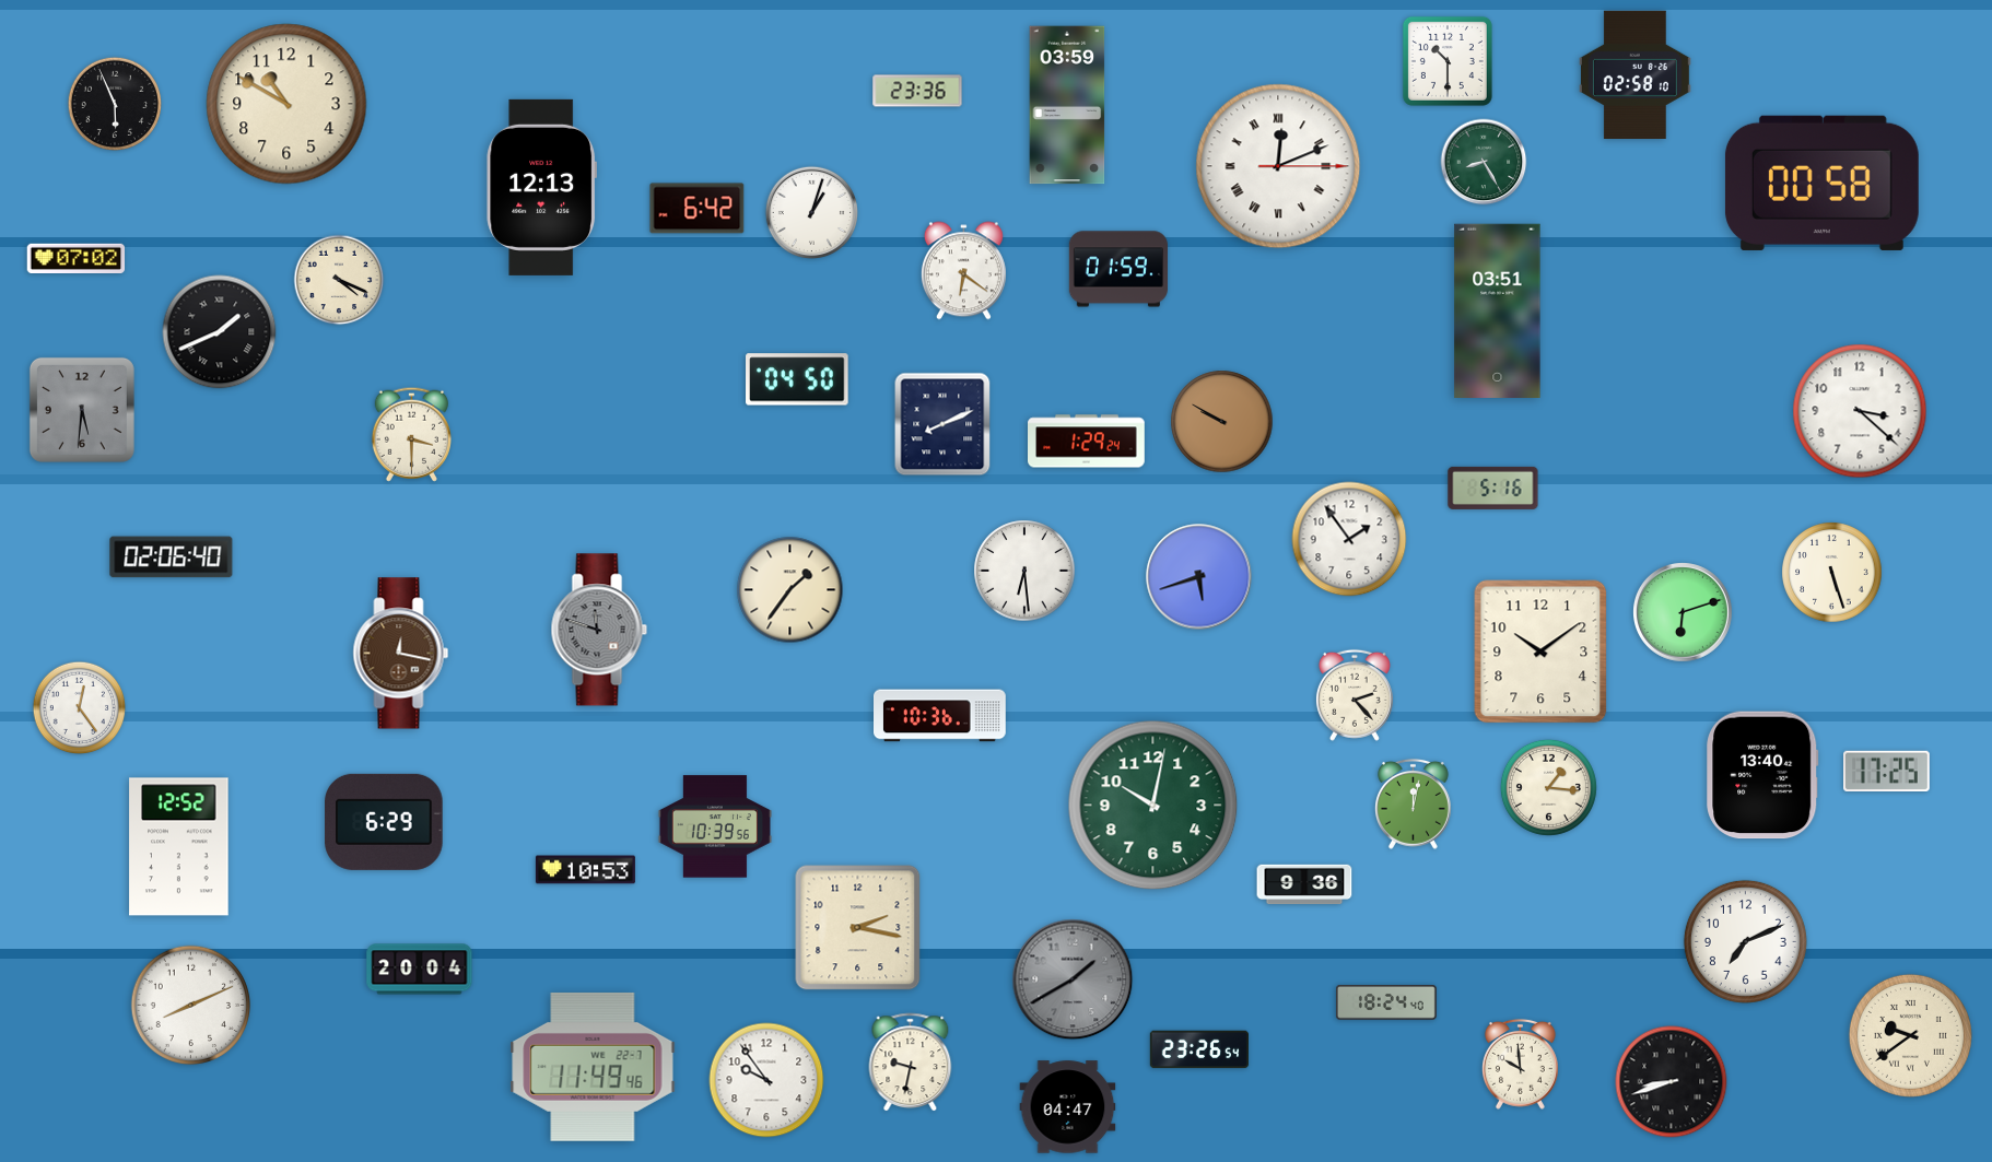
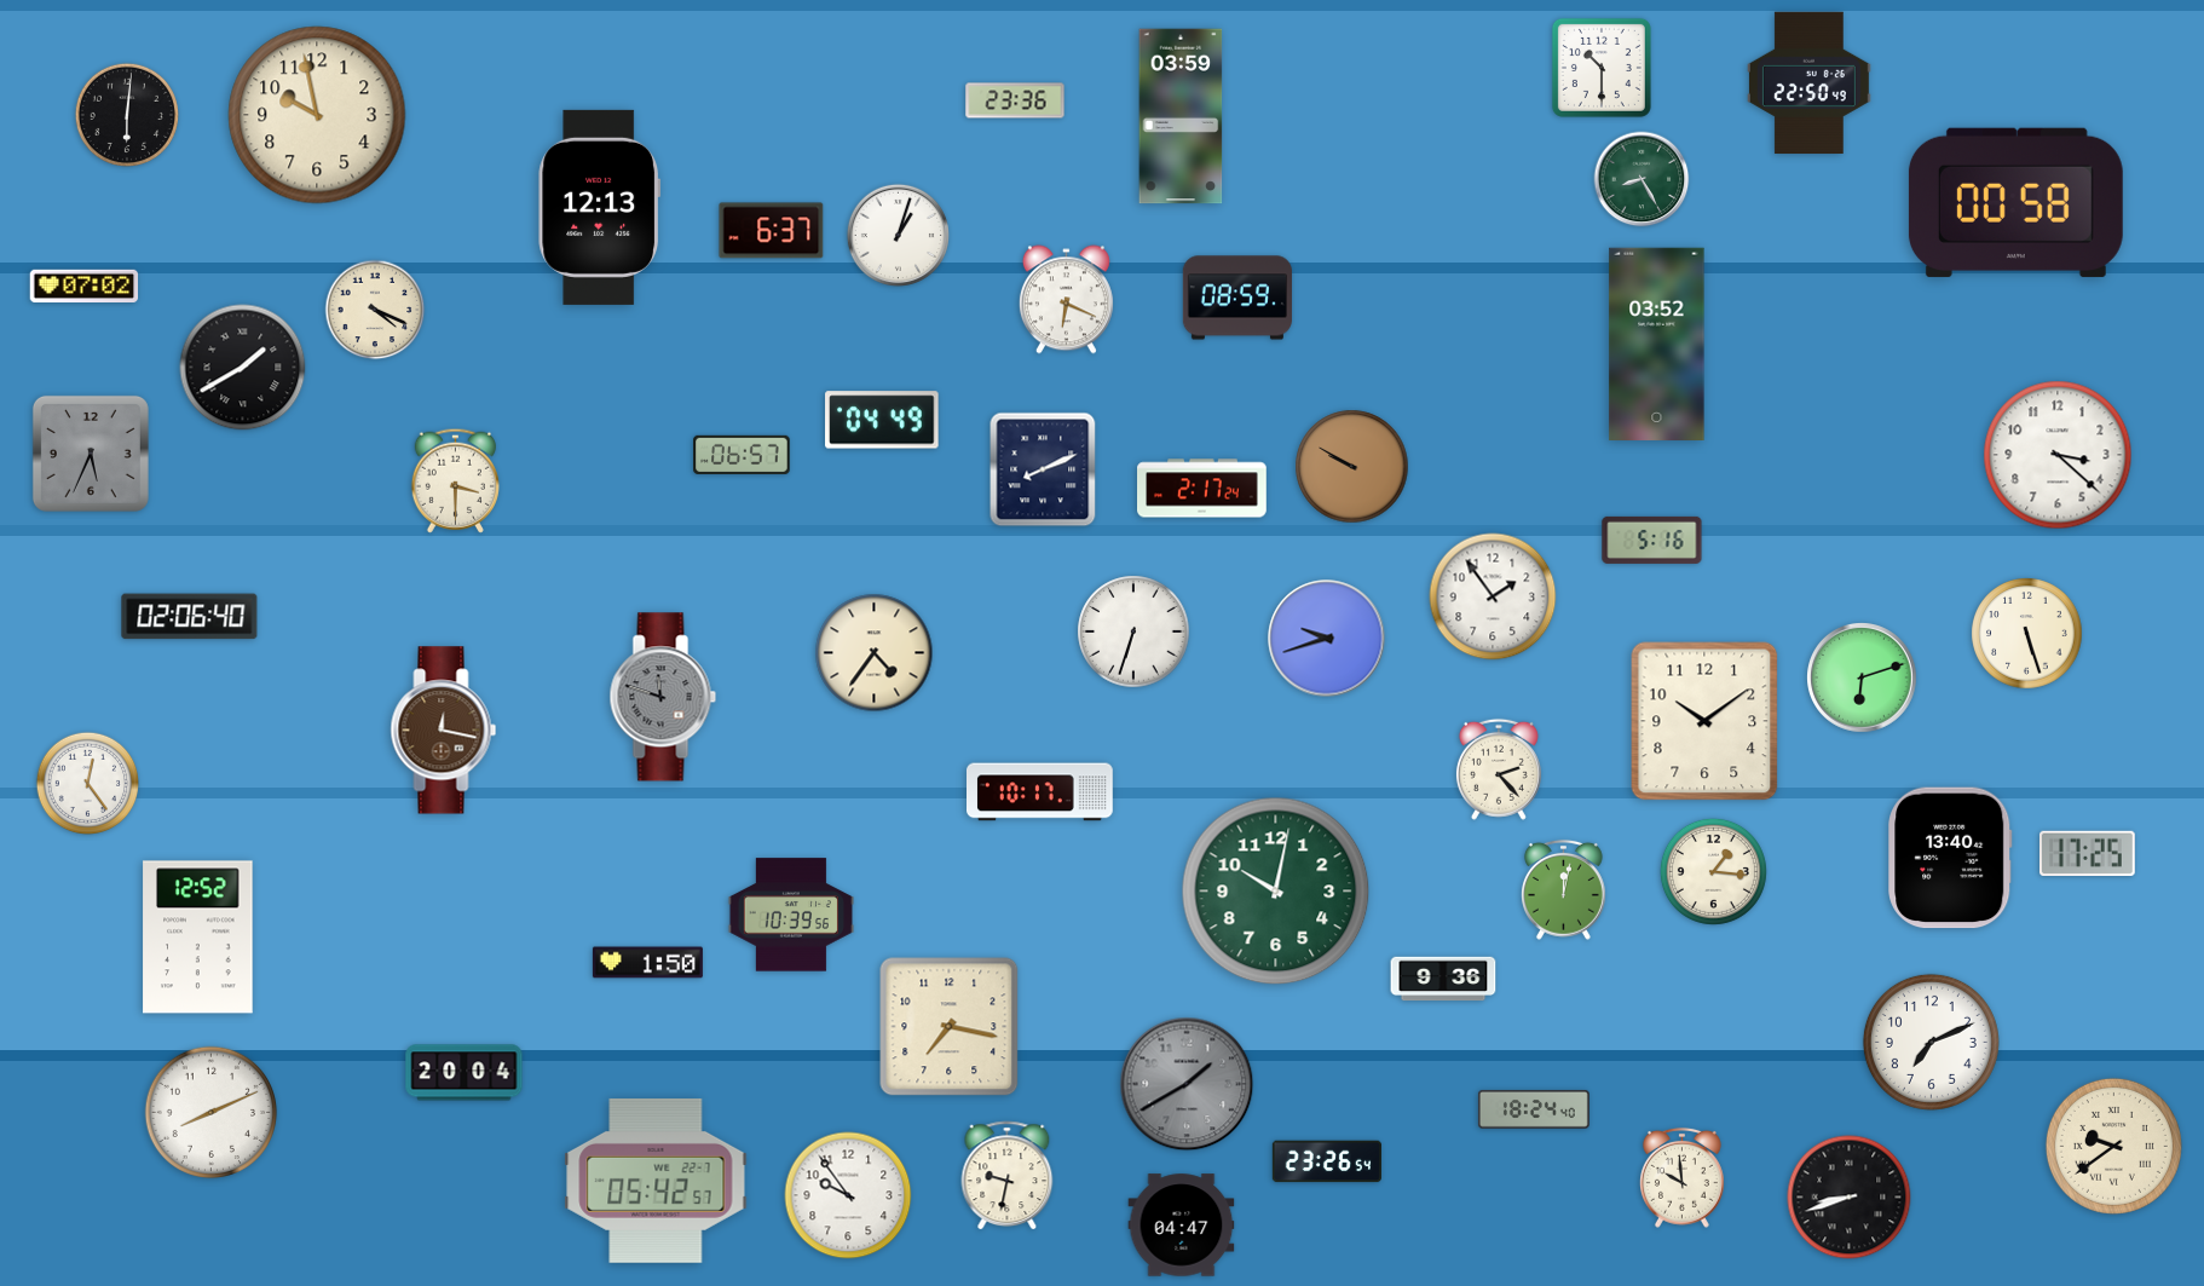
clock at (1634, 75): 02:58 -> 22:50
clock at (114, 103): 5:56 -> 6:01
clock at (286, 104): 10:50 -> 9:58
clock at (1278, 166): 12:11 -> none
clock at (698, 209): 6:42 -> 6:37
clock at (1118, 269): 01:59 -> 08:59
clock at (963, 271): 6:21 -> 6:19
clock at (1498, 312): 03:51 -> 03:52
clock at (220, 332): 1:41 -> 1:40
clock at (797, 379): 04:50 -> 04:49
clock at (82, 410): 5:31 -> 5:34
clock at (742, 455): none -> 06:57
clock at (1087, 442): 1:29 -> 2:17
clock at (1024, 571): 6:29 -> 6:33
clock at (1199, 577): 5:42 -> 9:42
clock at (790, 590): 1:36 -> 4:36
clock at (401, 654) position: (401, 654) -> (444, 731)
clock at (940, 716): 10:36 -> 10:17
clock at (384, 822): 6:29 -> none
clock at (585, 870): 10:53 -> 1:50
clock at (858, 928): 2:17 -> 7:17
clock at (593, 1067): 11:49 -> 05:42
